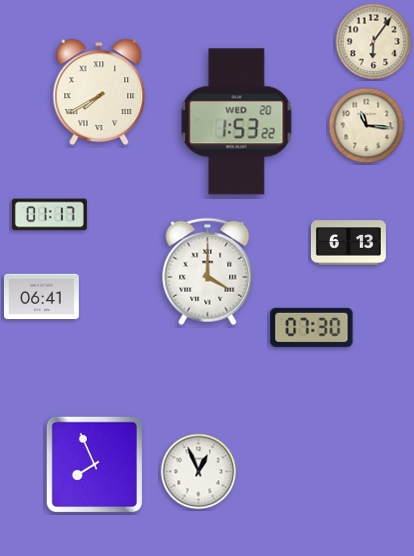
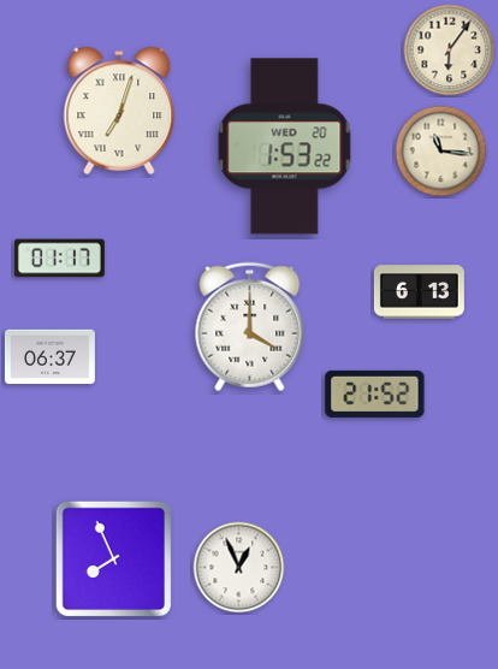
clock at (99, 92): 7:40 -> 7:03
clock at (41, 297): 06:41 -> 06:37
clock at (312, 327): 07:30 -> 21:52
